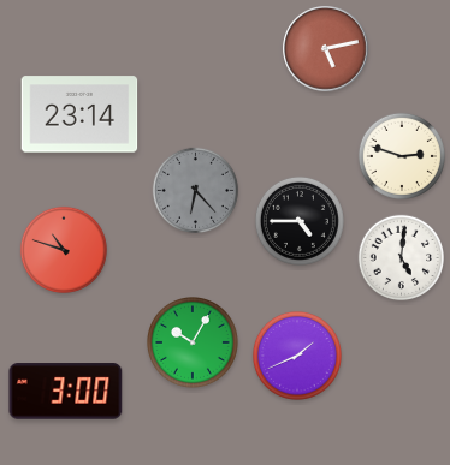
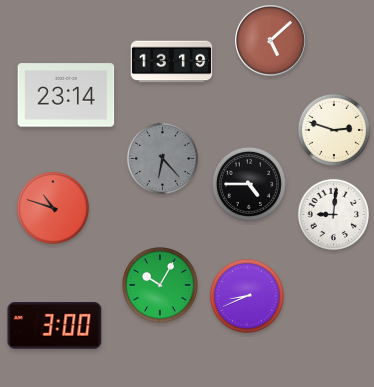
clock at (326, 49): 5:13 -> 5:08
clock at (172, 62): none -> 13:19
clock at (401, 257): 5:01 -> 9:01
clock at (297, 356): 1:41 -> 8:41
